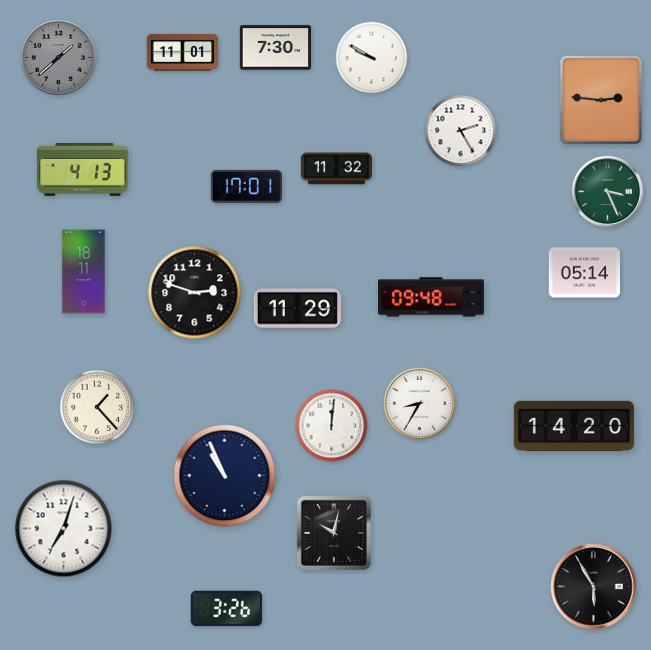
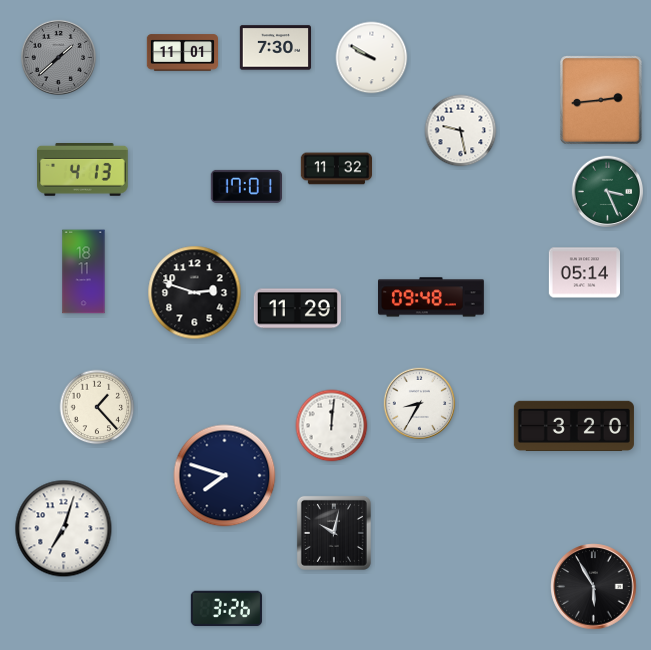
clock at (601, 100): 2:46 -> 2:44
clock at (461, 131): 2:25 -> 9:28
clock at (574, 426): 14:20 -> 3:20
clock at (225, 476): 10:56 -> 7:48
